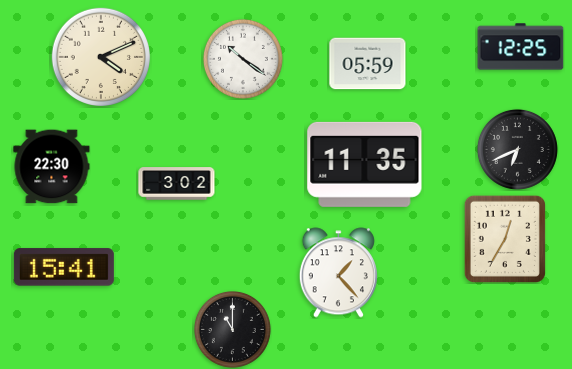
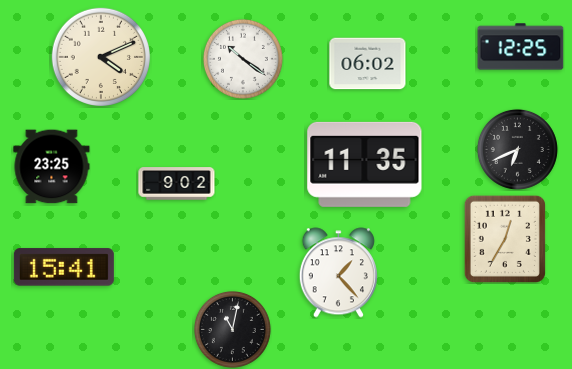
clock at (368, 64): 05:59 -> 06:02
clock at (52, 167): 22:30 -> 23:25
clock at (177, 184): 3:02 -> 9:02
clock at (232, 329): 11:00 -> 11:02
